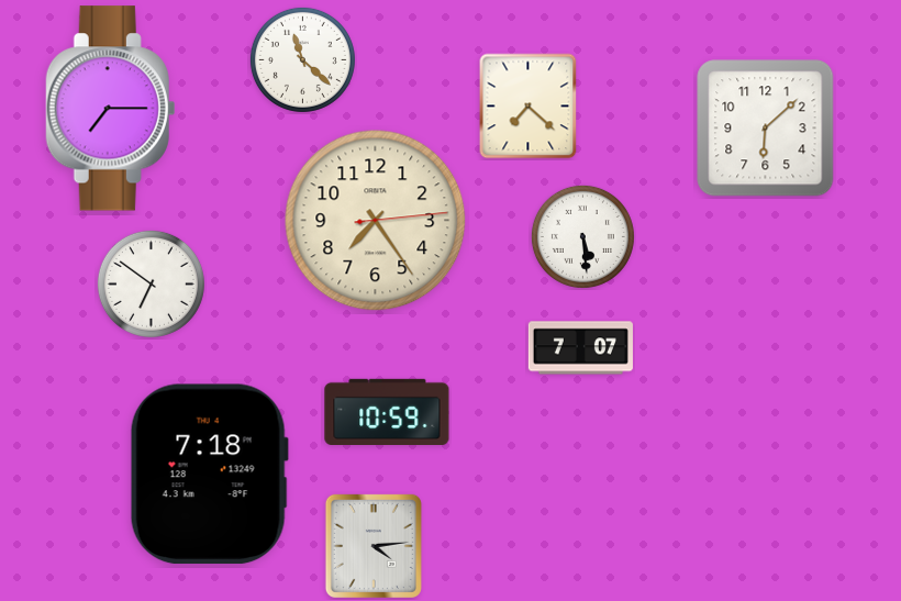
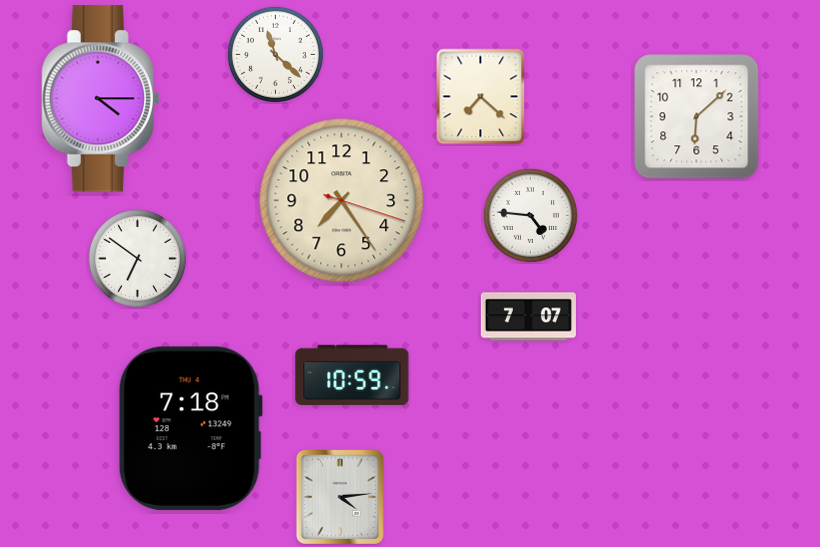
clock at (111, 109): 7:15 -> 4:15
clock at (376, 221): 7:24:14 -> 7:24:18
clock at (582, 236): 5:29 -> 4:46
clock at (209, 475) position: (209, 475) -> (190, 429)
